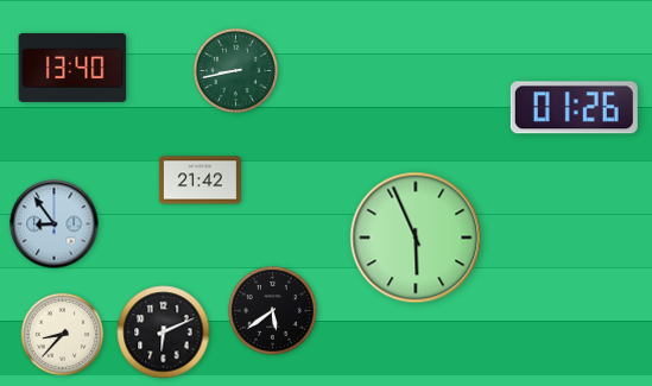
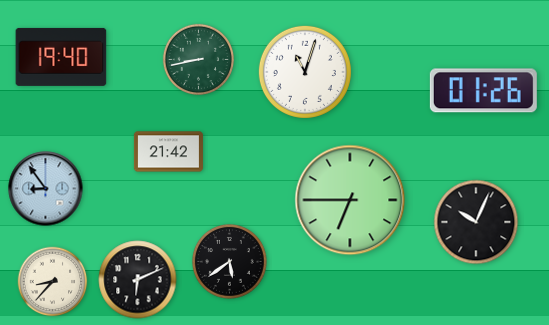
clock at (72, 68): 13:40 -> 19:40
clock at (305, 72): none -> 11:03
clock at (416, 238): 5:56 -> 6:45
clock at (476, 222): none -> 10:04
